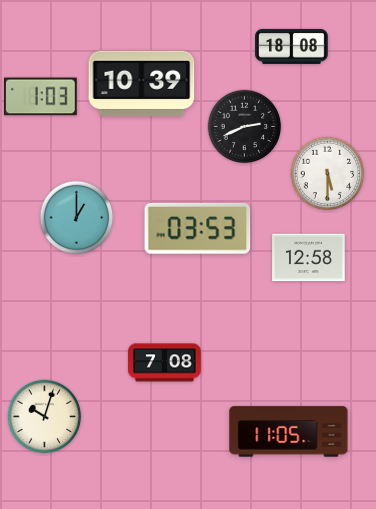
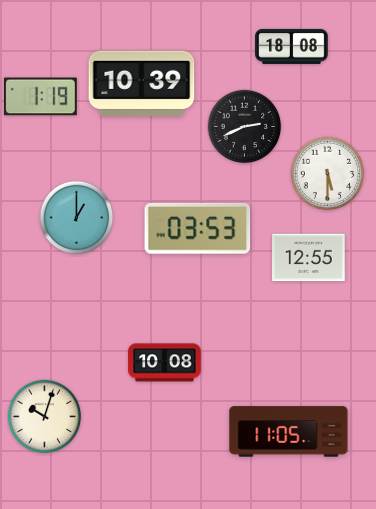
clock at (41, 97): 1:03 -> 1:19
clock at (309, 258): 12:58 -> 12:55
clock at (165, 363): 7:08 -> 10:08
